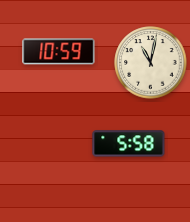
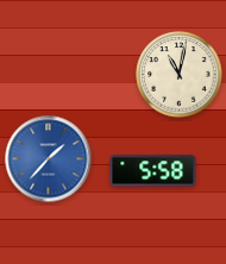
clock at (59, 52): 10:59 -> none
clock at (49, 159): none -> 1:37
